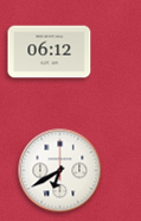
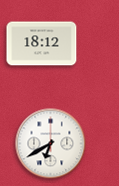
clock at (50, 52): 06:12 -> 18:12
